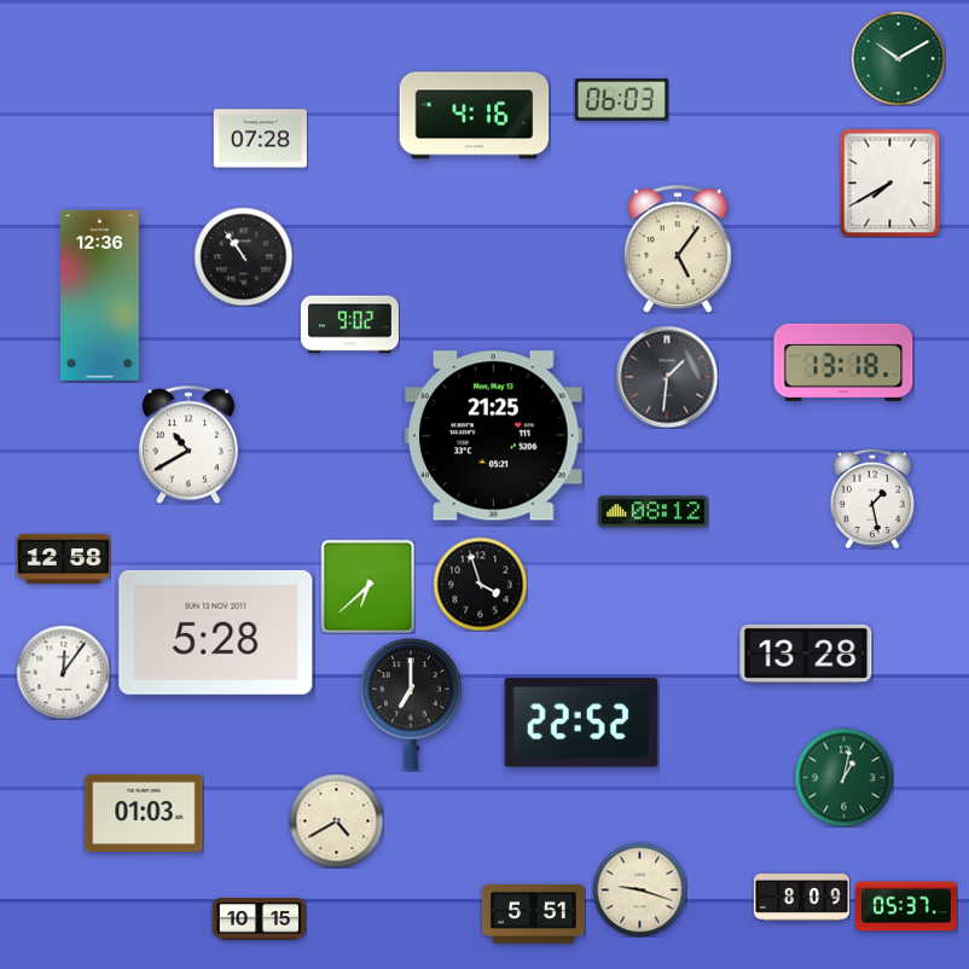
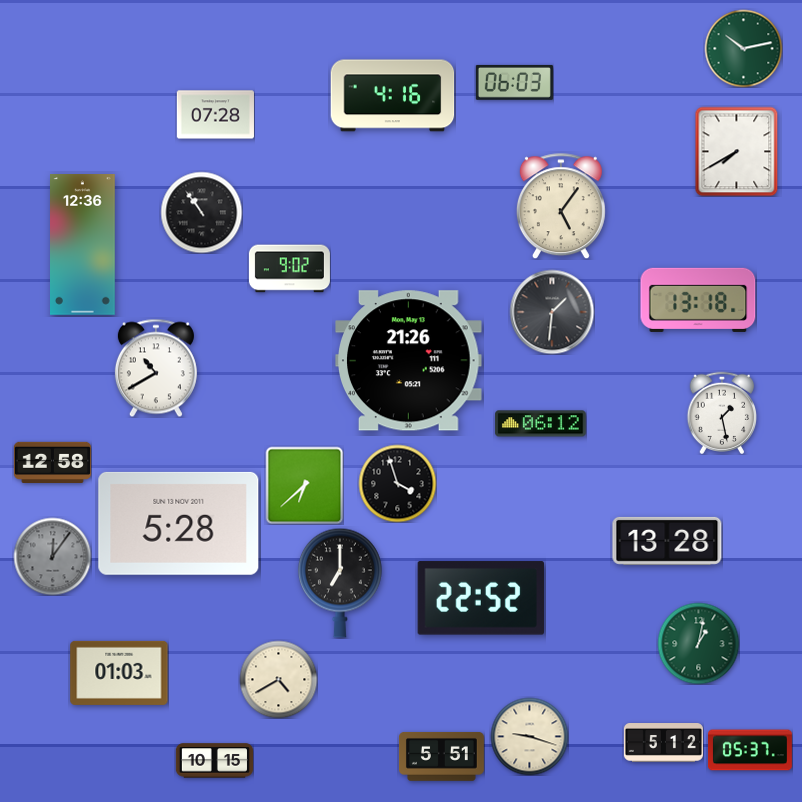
clock at (898, 58): 10:10 -> 10:13
clock at (494, 436): 21:25 -> 21:26
clock at (654, 512): 08:12 -> 06:12
clock at (63, 672) dial: white -> grey
clock at (801, 898): 8:09 -> 5:12
